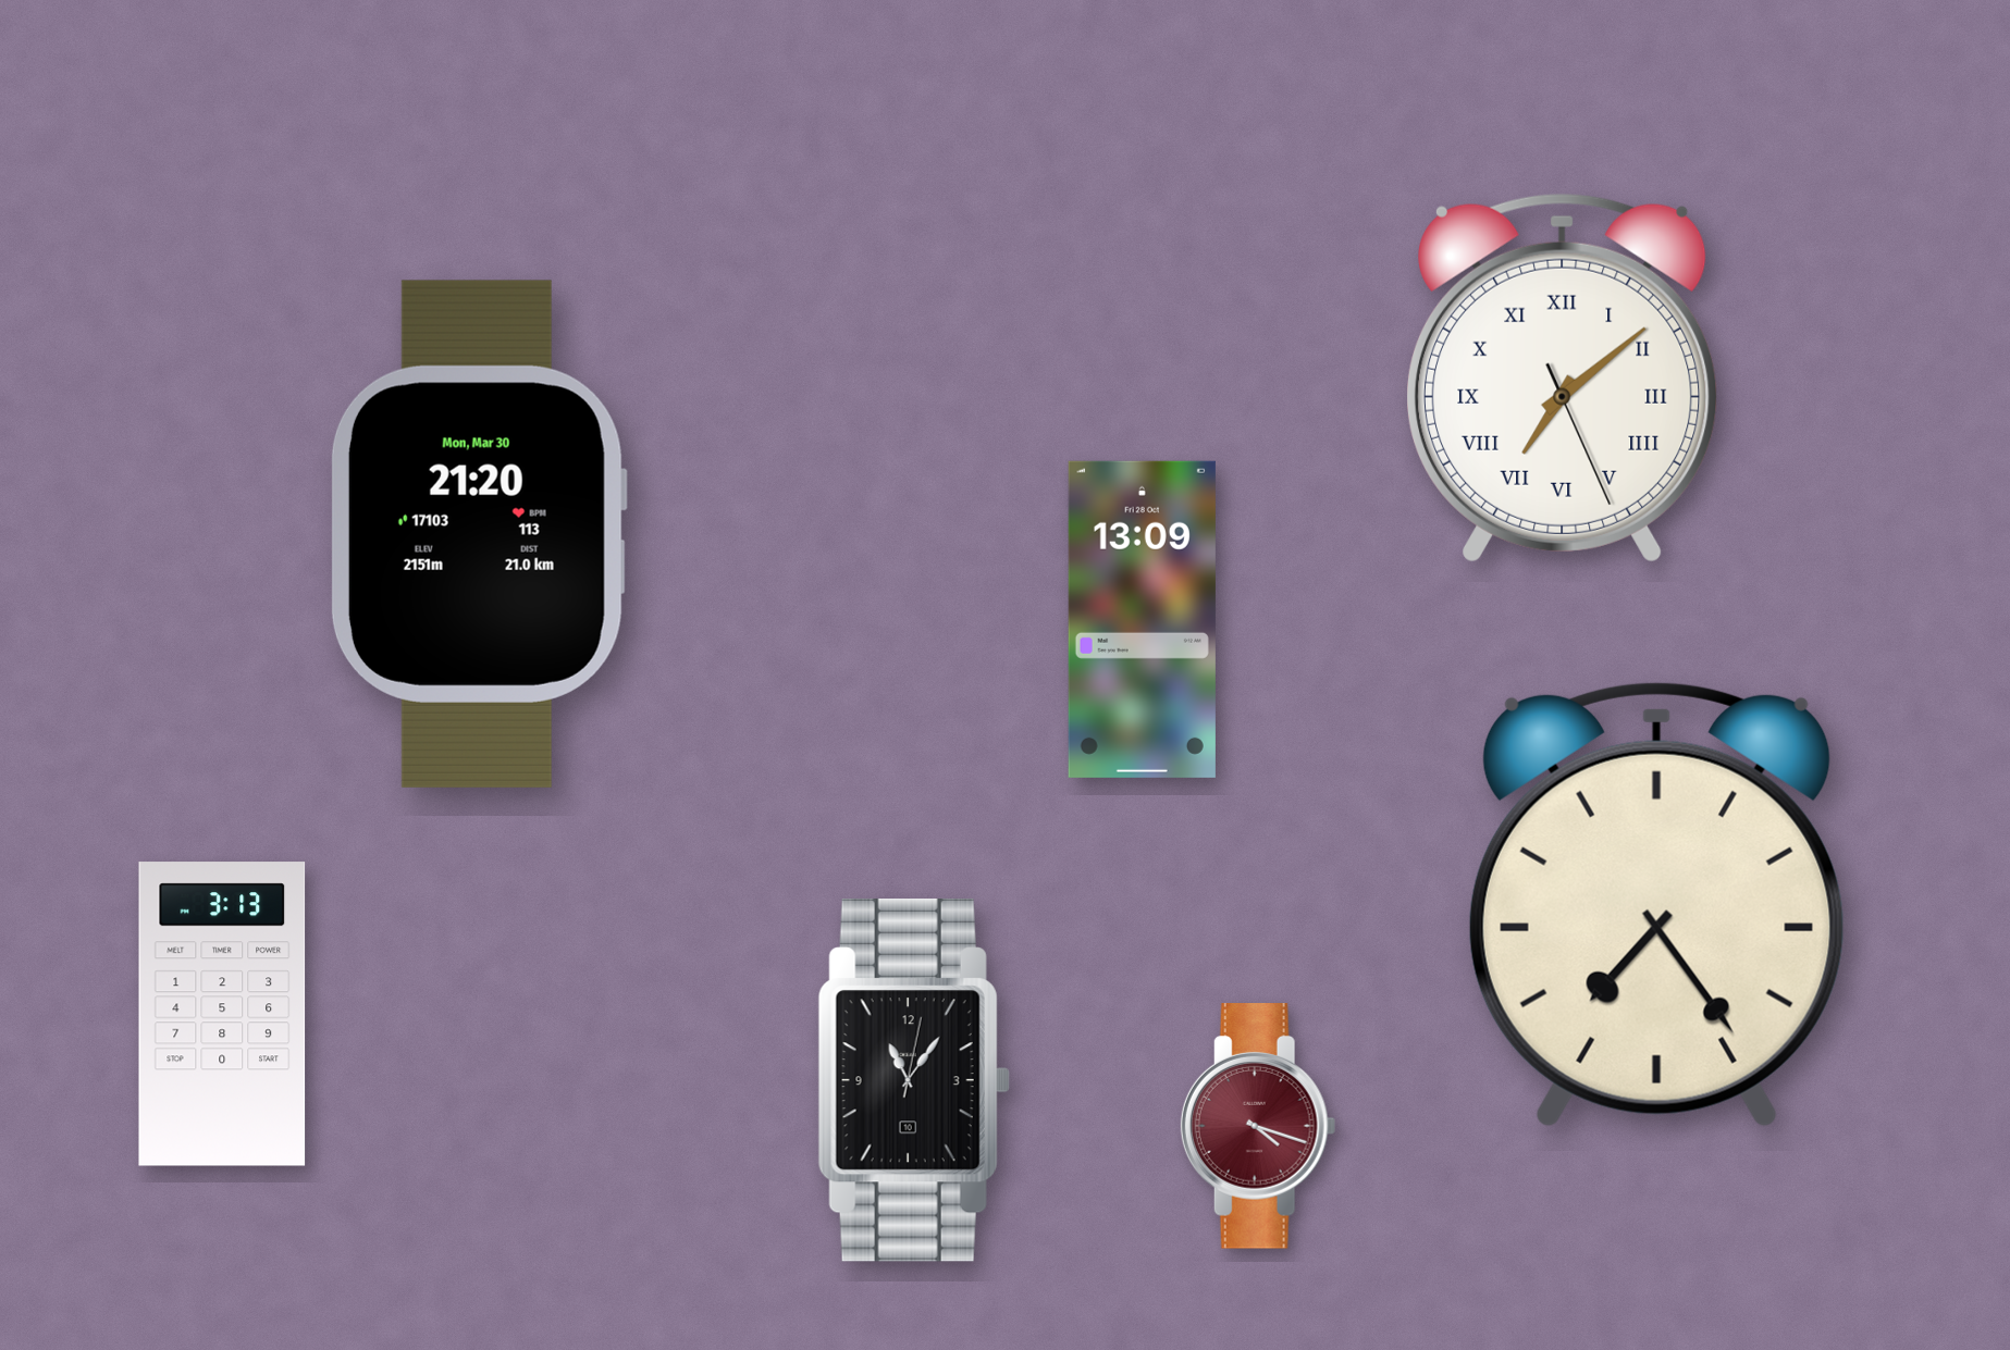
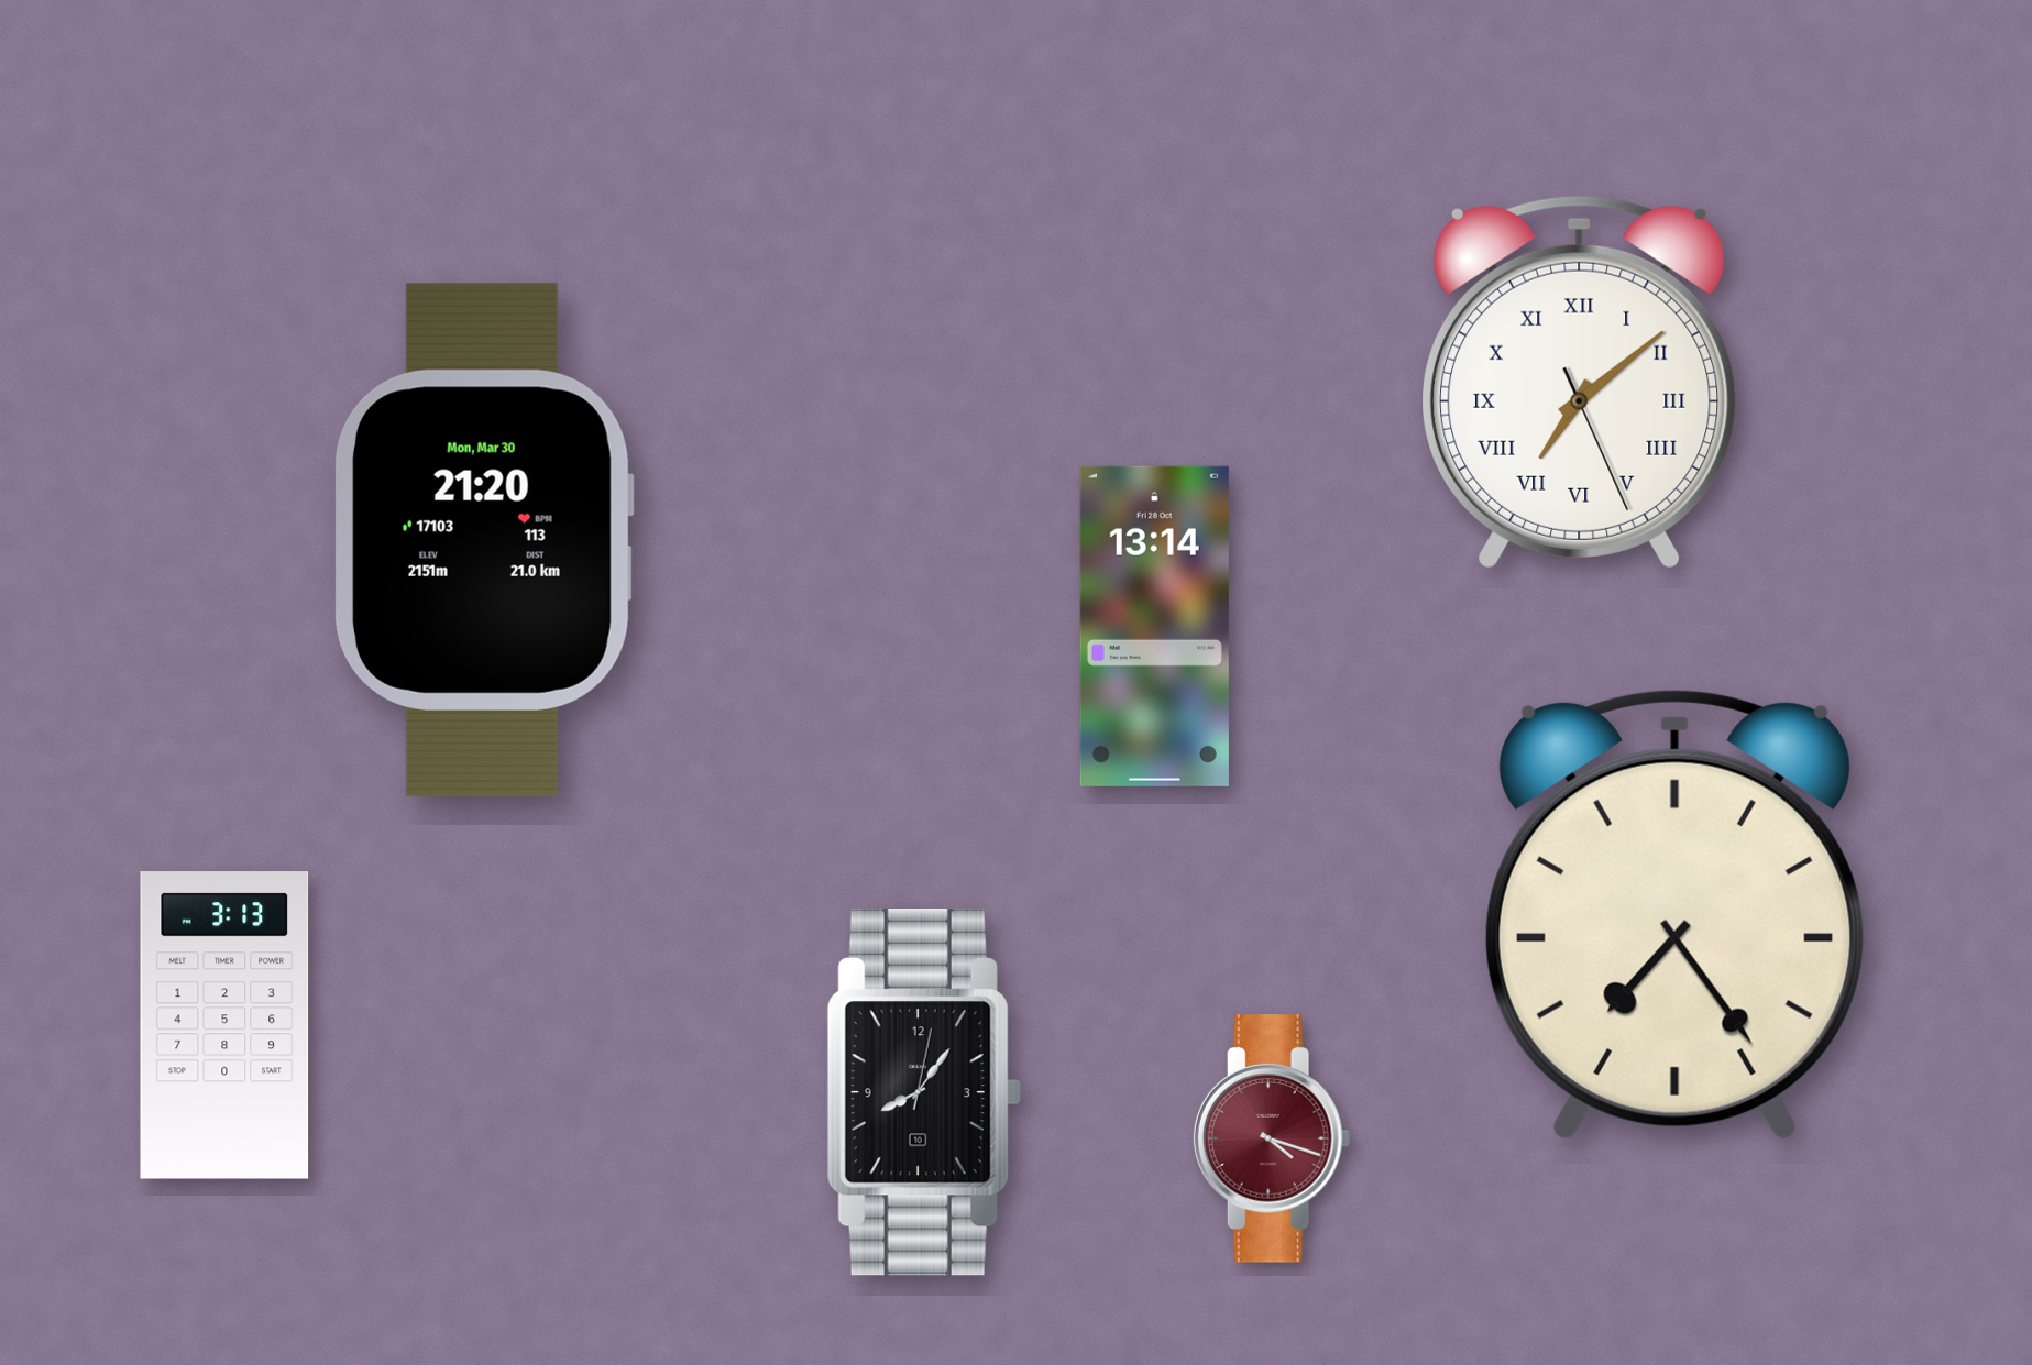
clock at (1142, 619): 13:09 -> 13:14
clock at (914, 1081): 11:06 -> 8:06
